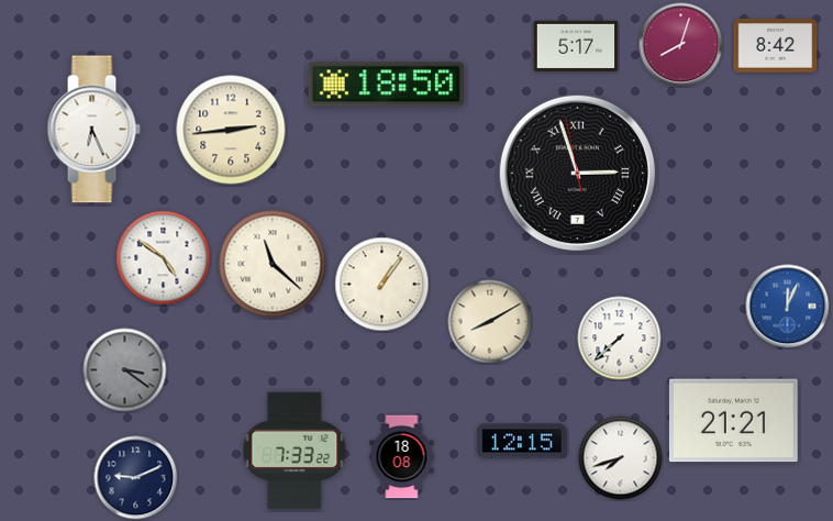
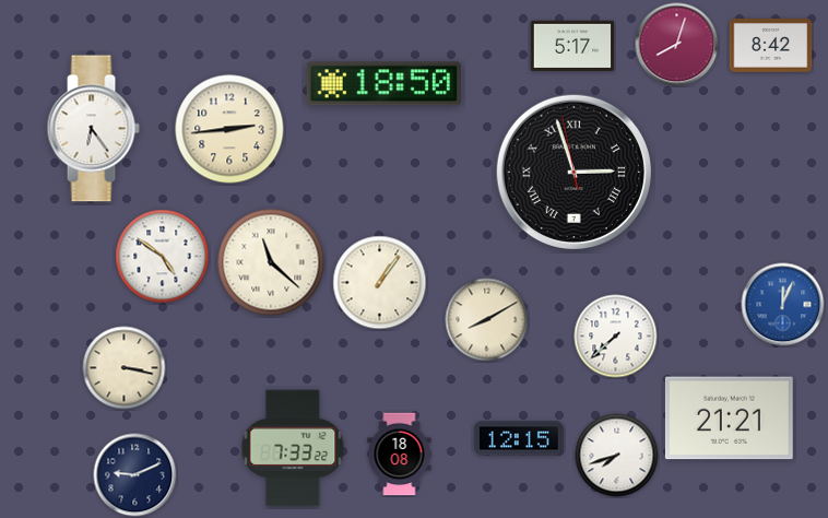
clock at (93, 130): 6:26 -> 6:24
clock at (125, 370): 3:21 -> 3:17
clock at (125, 370) dial: grey -> cream
